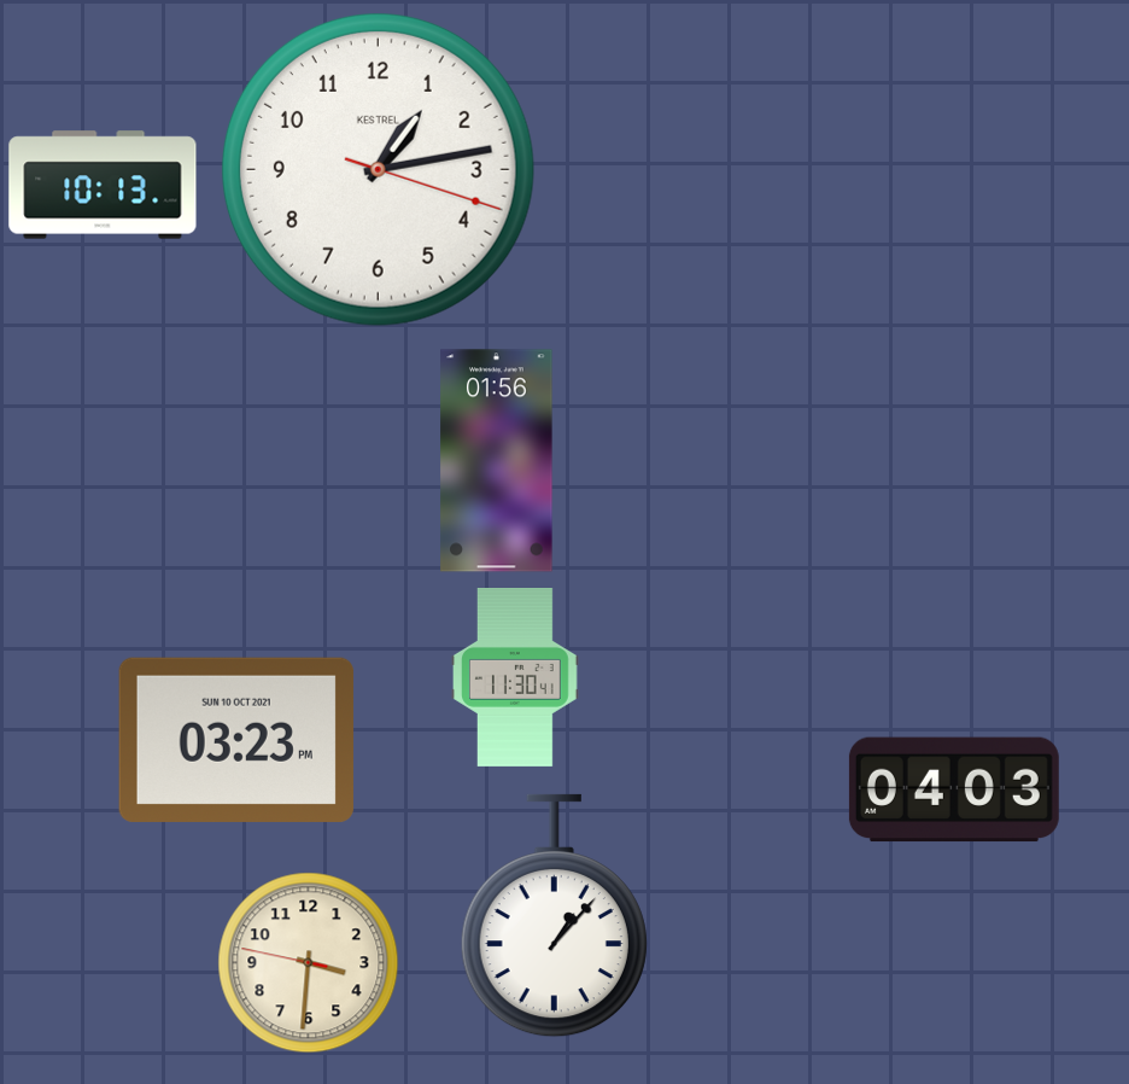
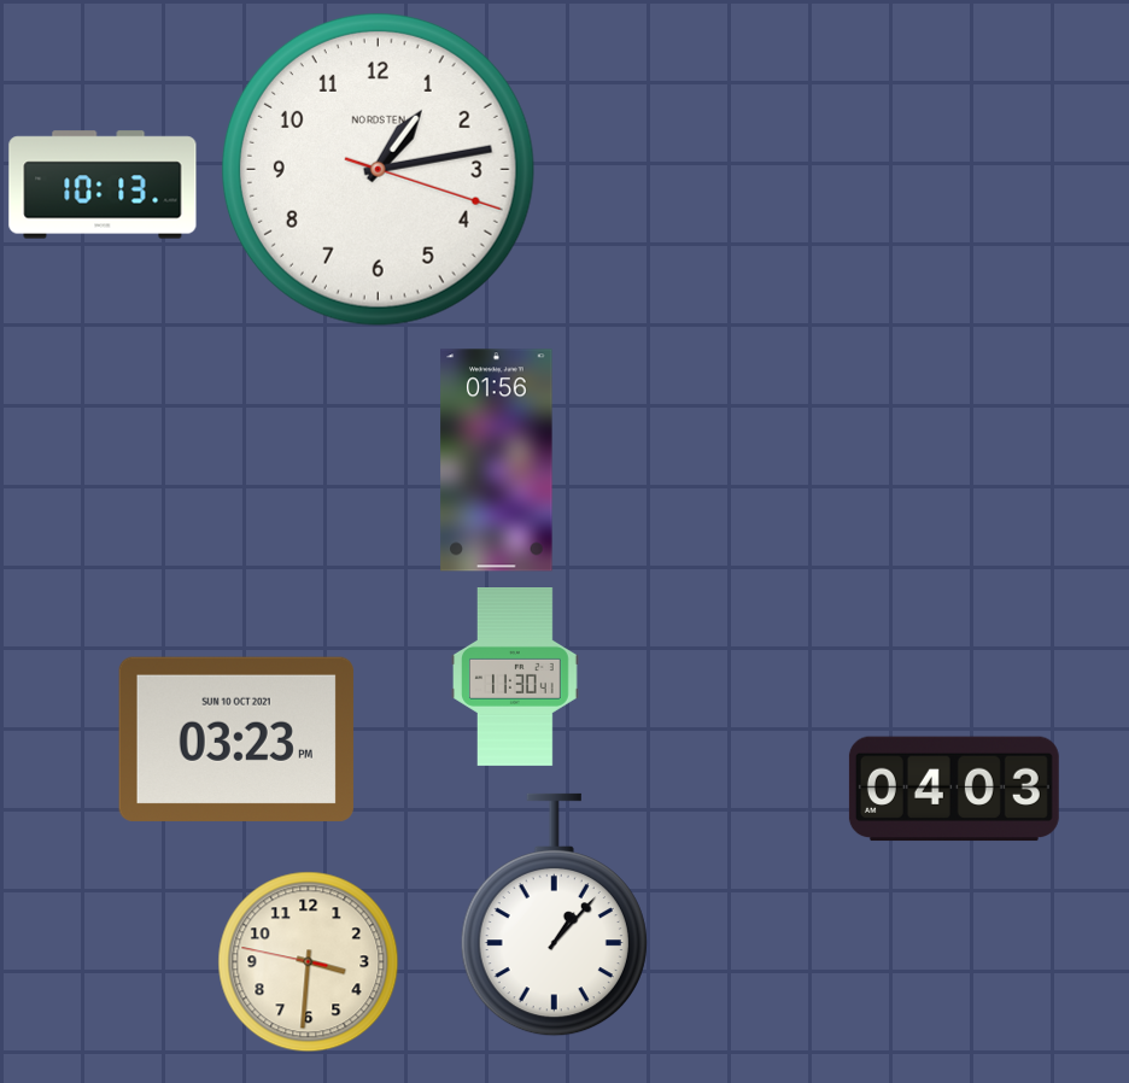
clock at (378, 169) brand: KESTREL -> NORDSTEN
